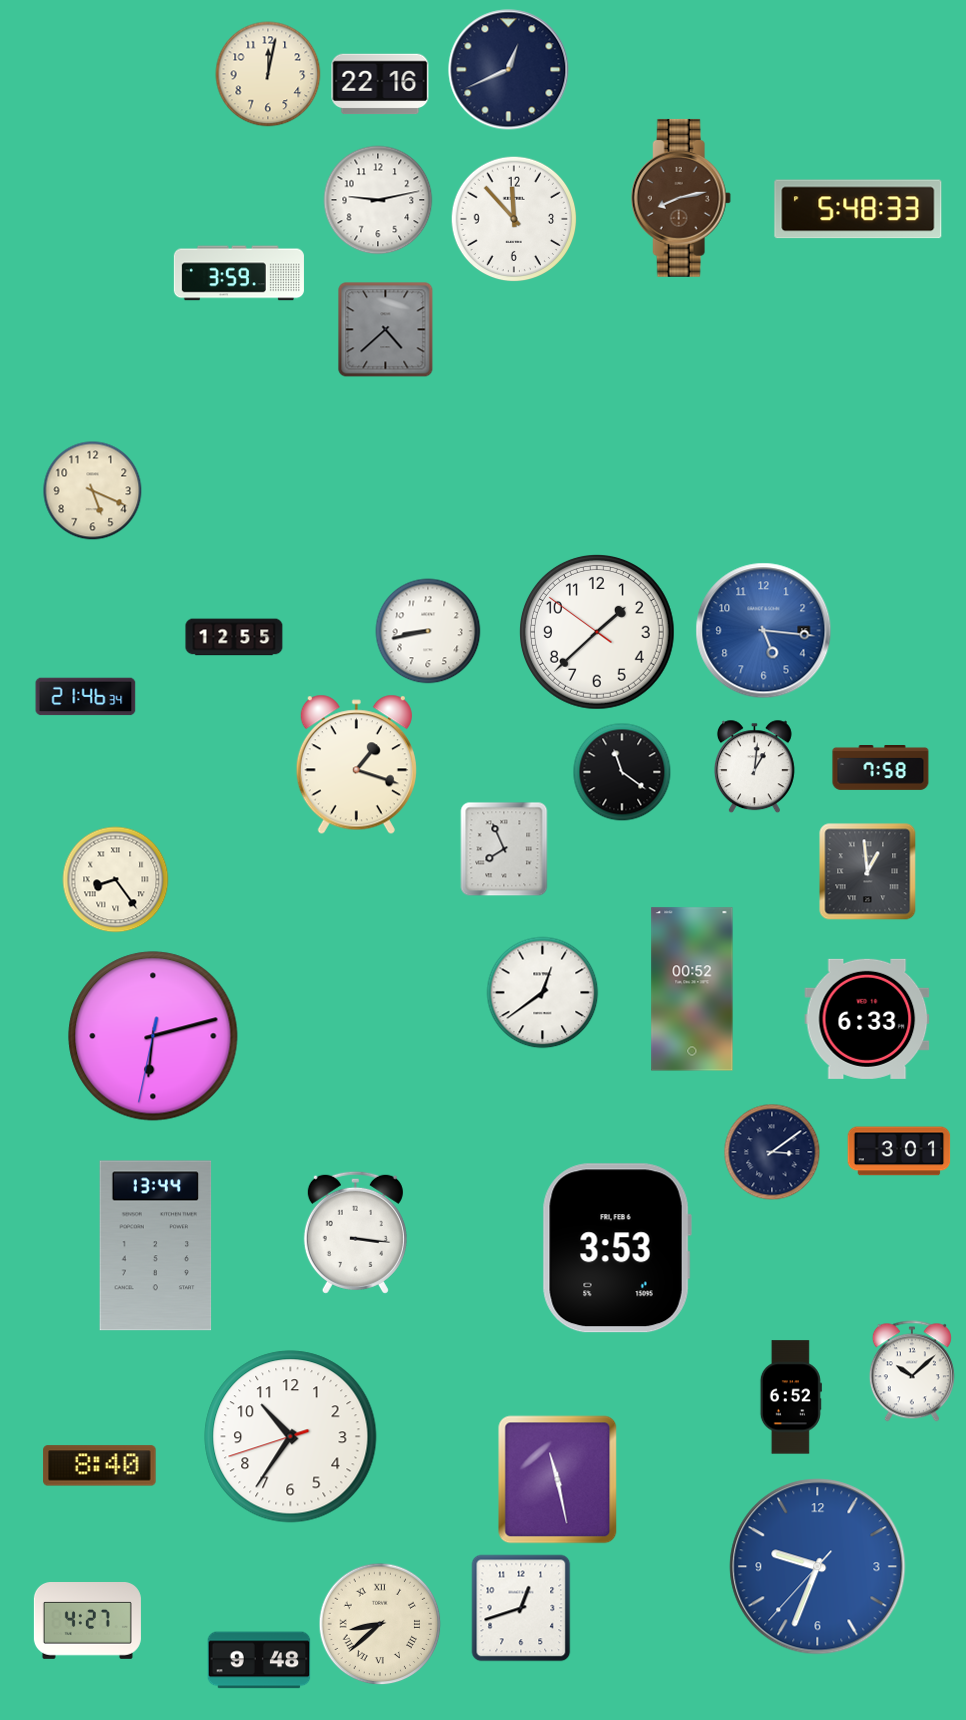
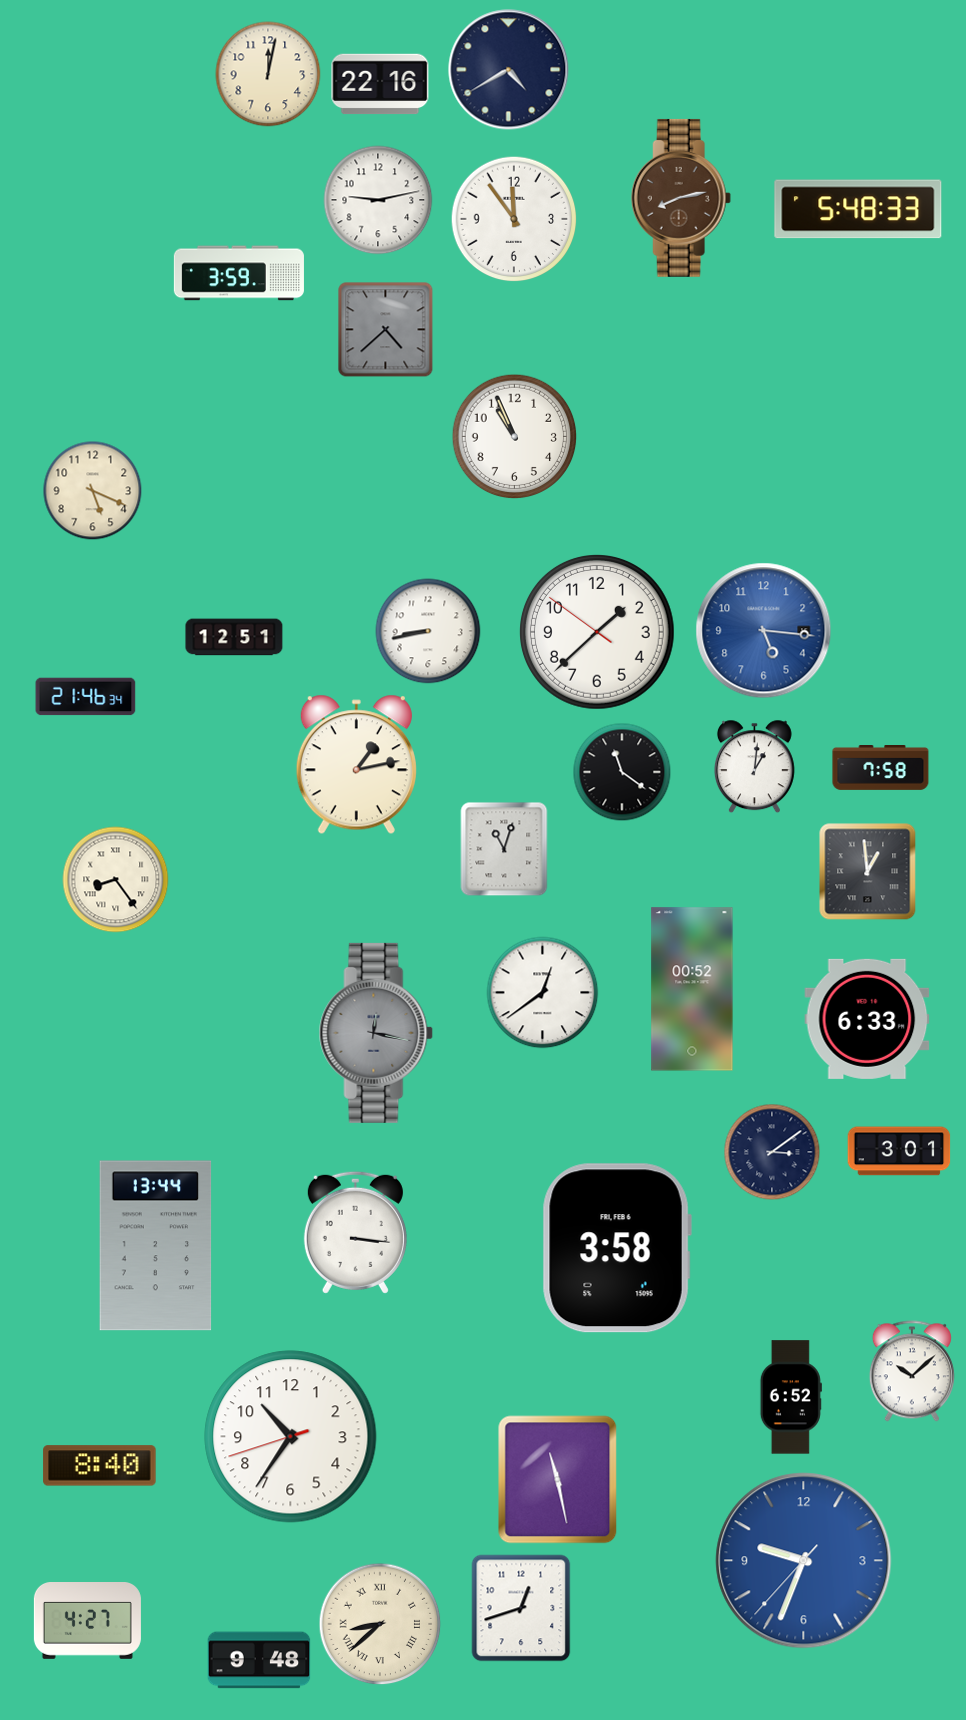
clock at (509, 70): 12:41 -> 4:40
clock at (514, 219): 11:53 -> 11:54
clock at (515, 437): none -> 10:56
clock at (234, 637): 12:55 -> 12:51
clock at (356, 765): 1:18 -> 1:13
clock at (504, 849): 7:56 -> 11:03
clock at (376, 1033): none -> 12:17
clock at (153, 1036): 6:12 -> none
clock at (617, 1248): 3:53 -> 3:58
clock at (818, 1567) position: (818, 1567) -> (804, 1561)
